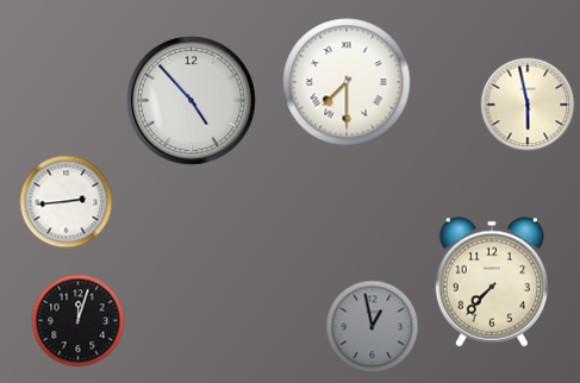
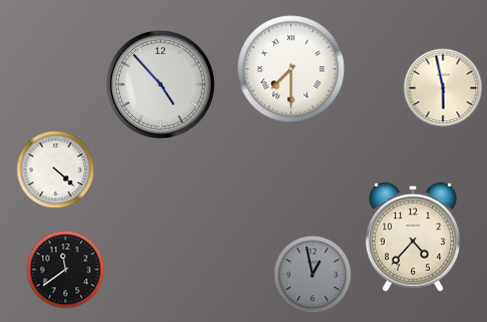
clock at (66, 201): 2:44 -> 4:22
clock at (492, 282): 7:37 -> 4:37
clock at (77, 320): 12:03 -> 11:39
